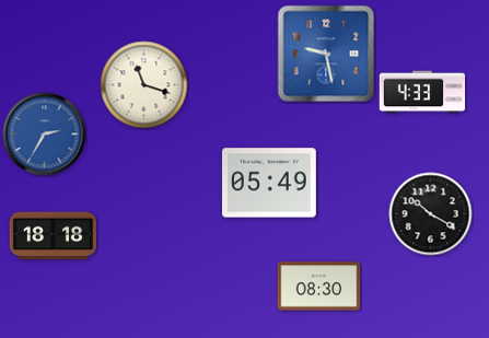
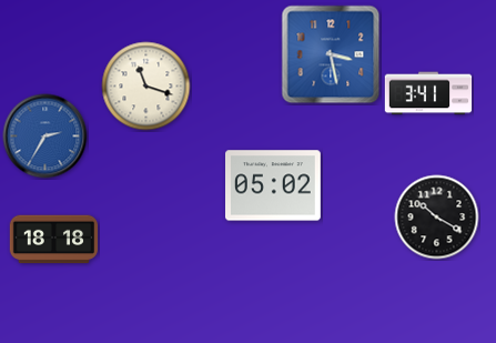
clock at (326, 54): 9:28 -> 3:28
clock at (422, 92): 4:33 -> 3:41
clock at (270, 183): 05:49 -> 05:02
clock at (319, 287): 08:30 -> none
